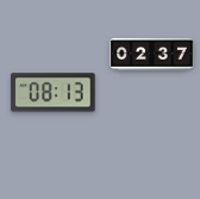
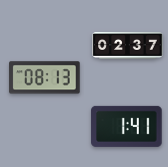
clock at (127, 126): none -> 1:41
